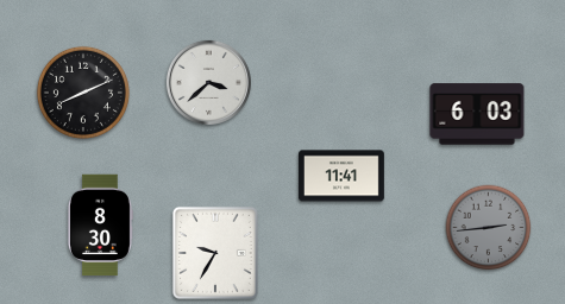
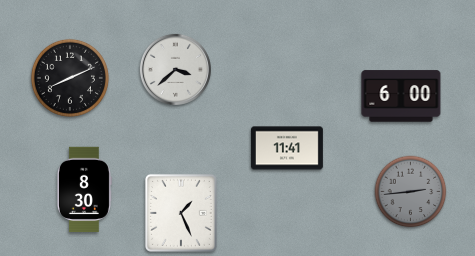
clock at (477, 114): 6:03 -> 6:00
clock at (215, 253): 9:35 -> 1:26
